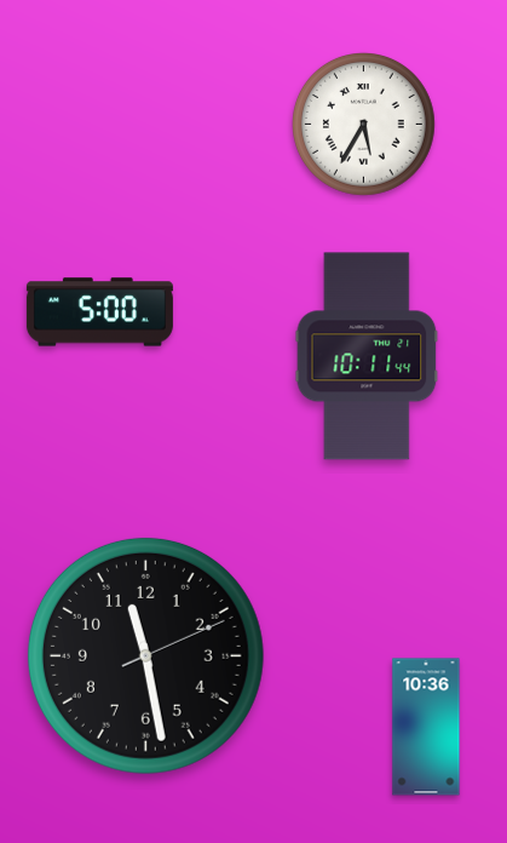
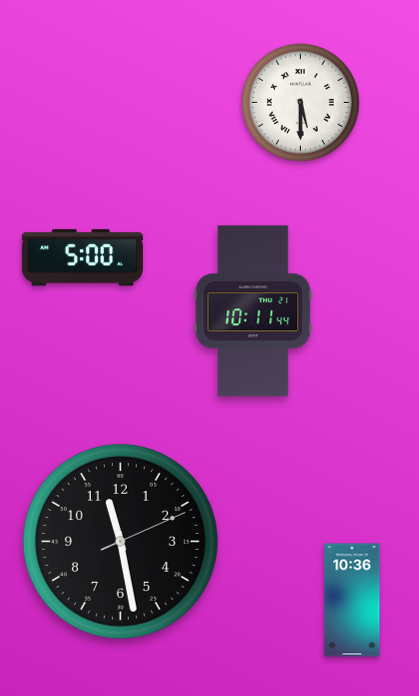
clock at (364, 125): 5:35 -> 5:30
clock at (367, 356) position: (367, 356) -> (253, 311)
